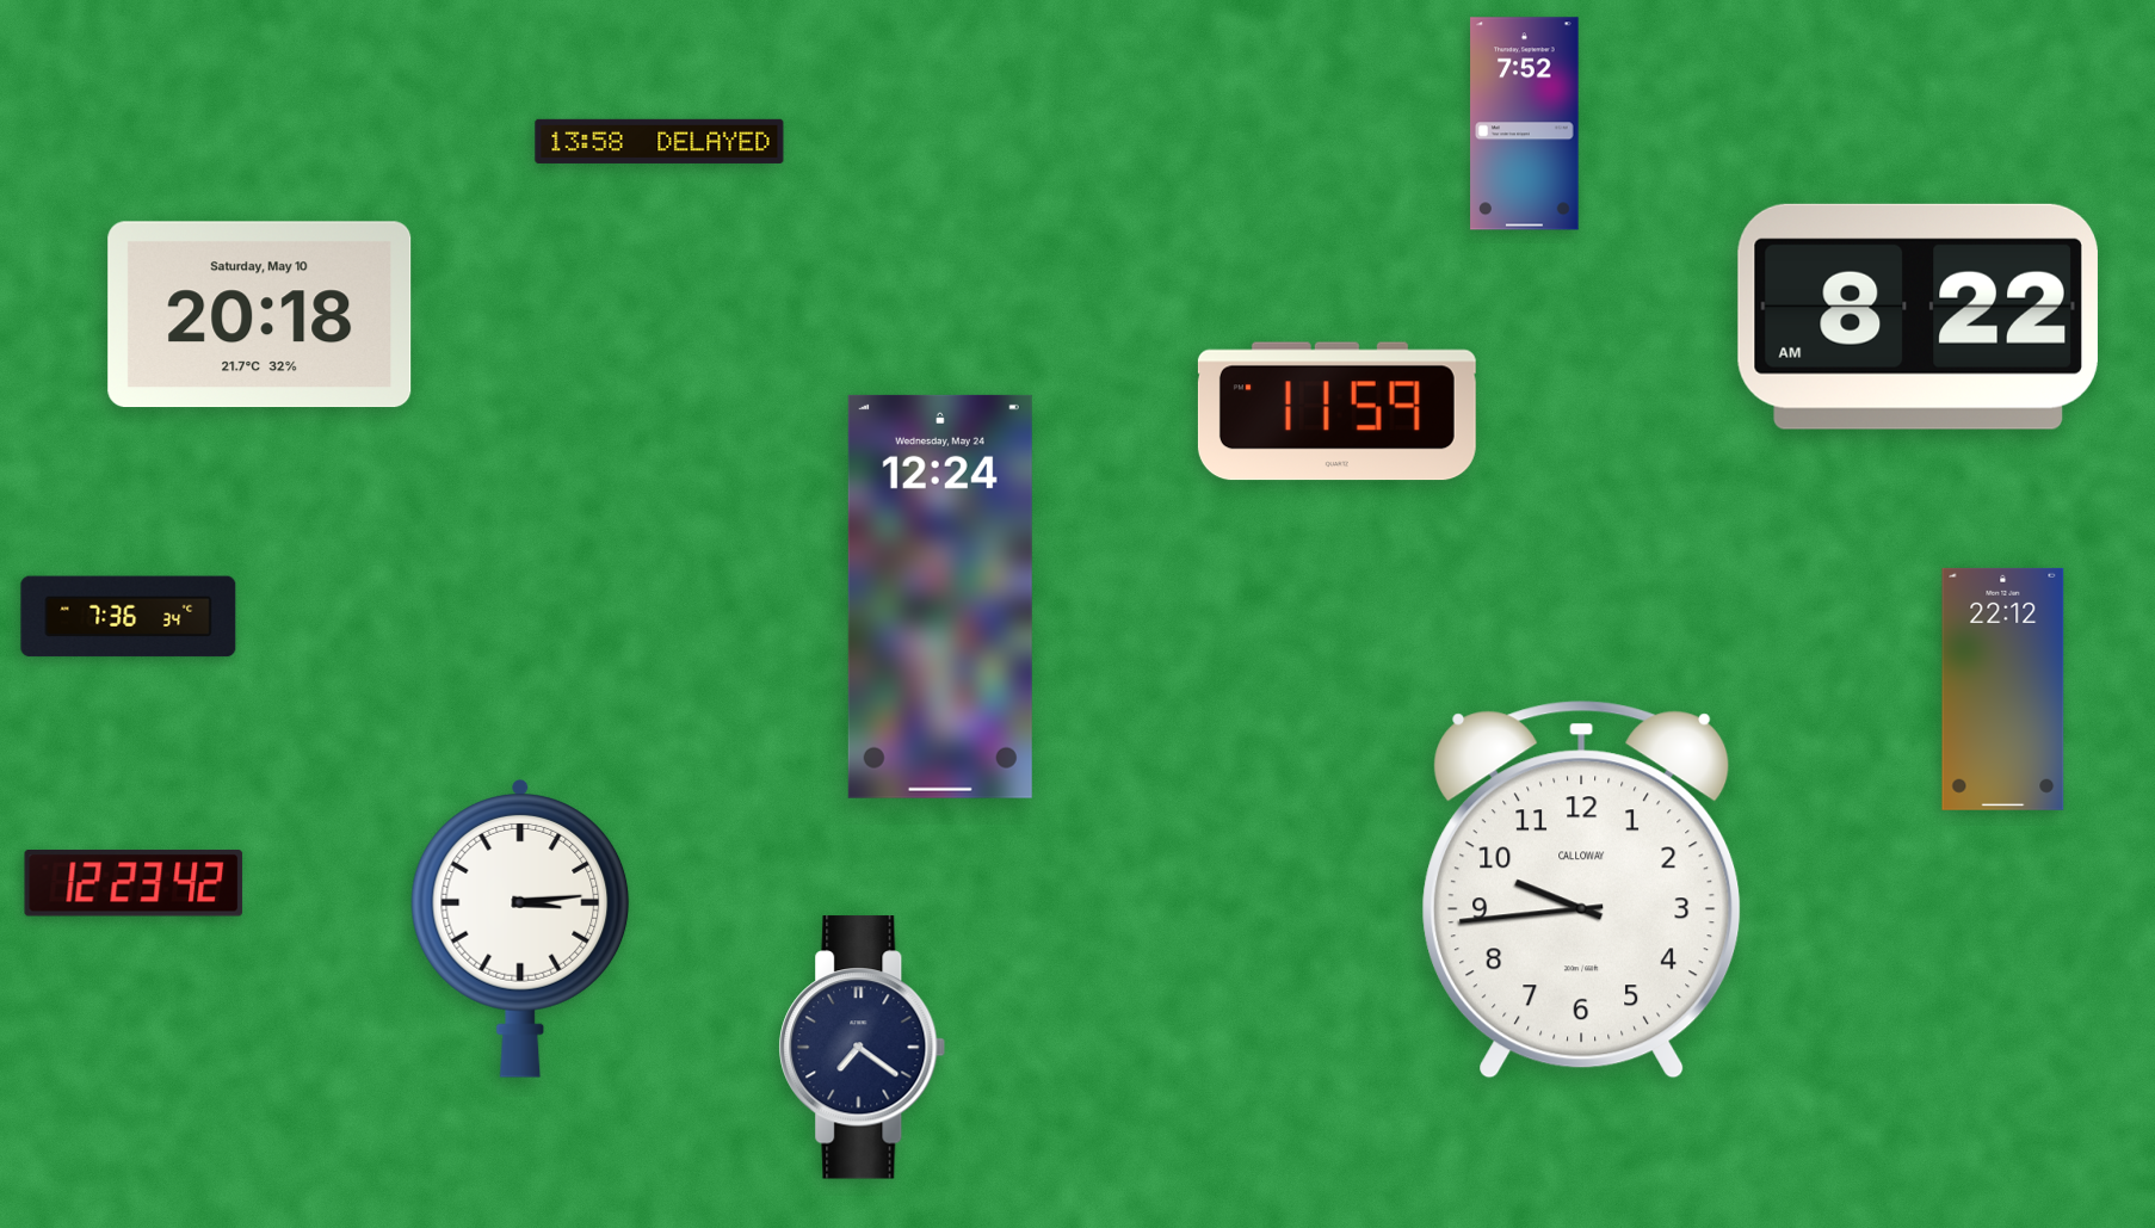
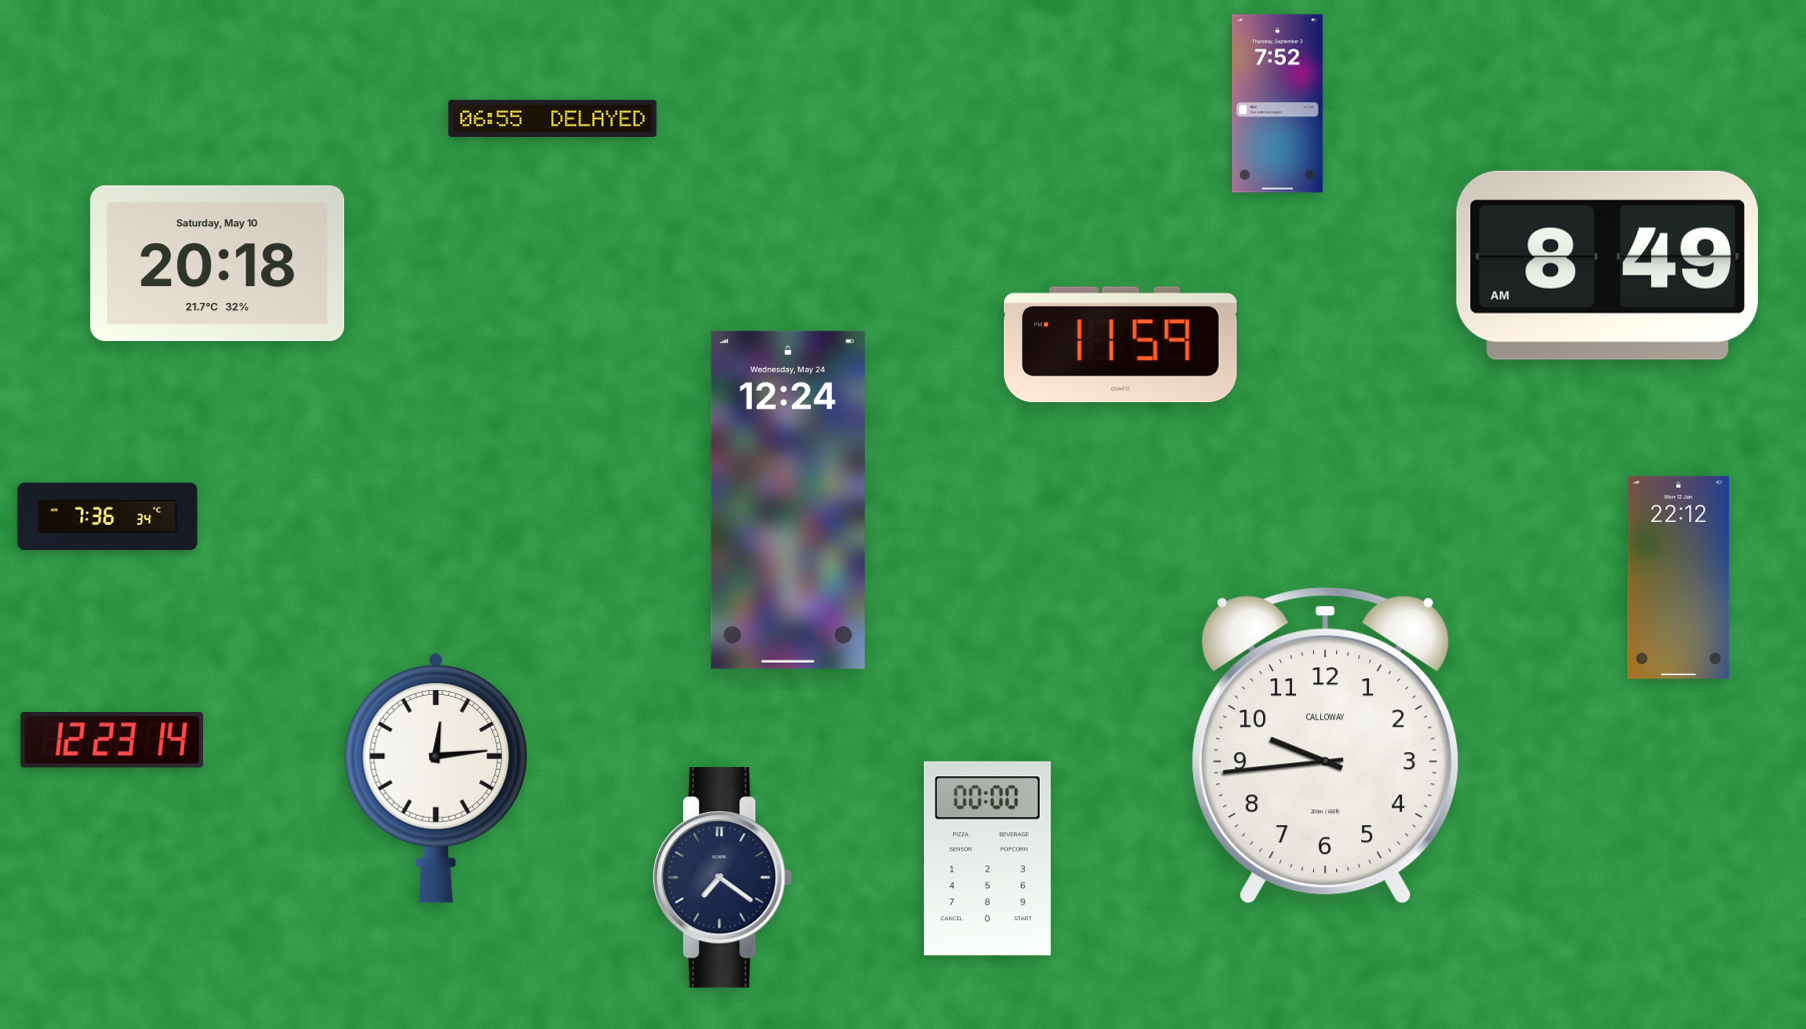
clock at (660, 141): 13:58 -> 06:55
clock at (1918, 316): 8:22 -> 8:49
clock at (134, 884): 12:23:42 -> 12:23:14
clock at (520, 928): 3:14 -> 12:14
clock at (987, 859): none -> 00:00
